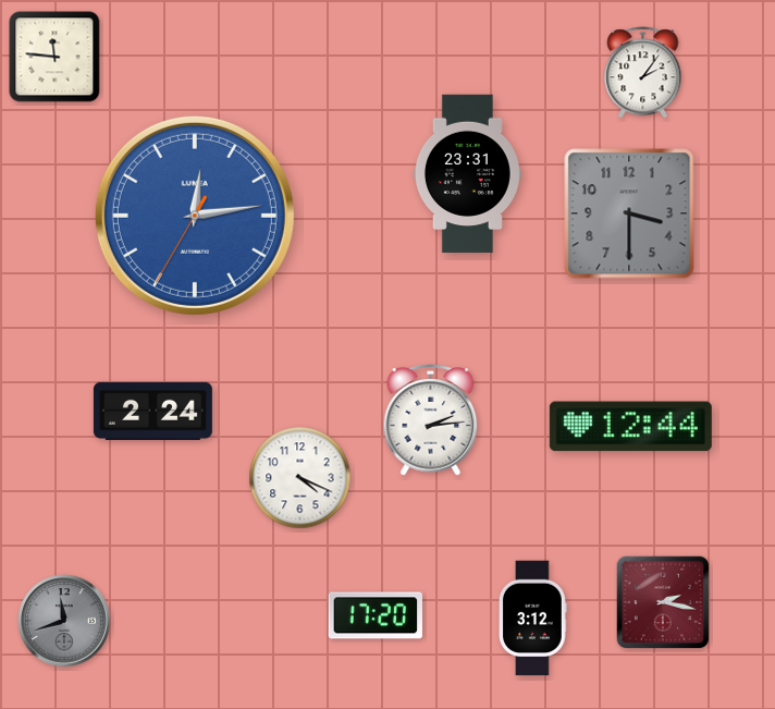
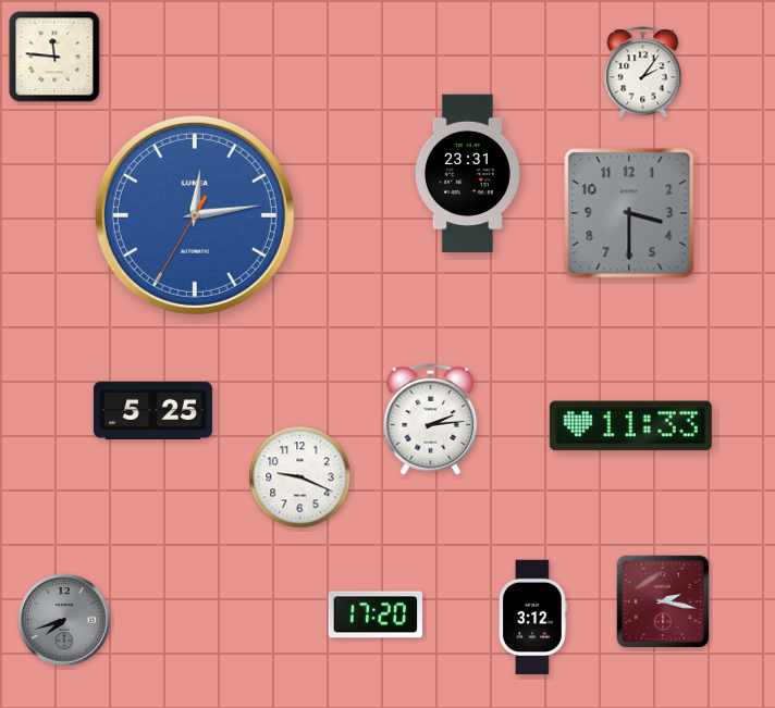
clock at (152, 411): 2:24 -> 5:25
clock at (630, 427): 12:44 -> 11:33
clock at (300, 478): 4:19 -> 9:19
clock at (64, 621): 11:42 -> 7:42
